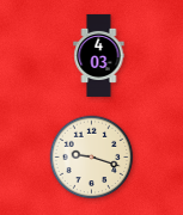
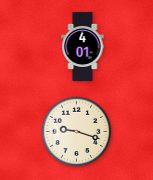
clock at (99, 55): 4:03 -> 4:01
